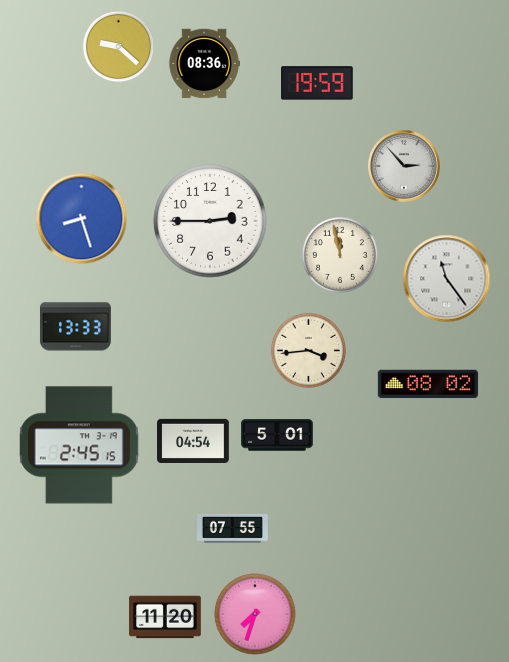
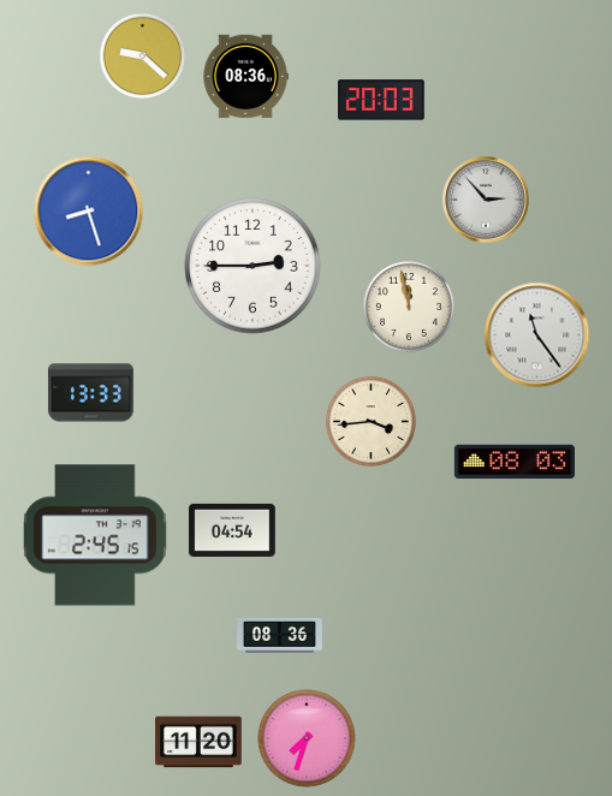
clock at (317, 83): 19:59 -> 20:03
clock at (82, 219) position: (82, 219) -> (89, 212)
clock at (428, 384): 08:02 -> 08:03
clock at (277, 435): 5:01 -> none
clock at (233, 528): 07:55 -> 08:36
